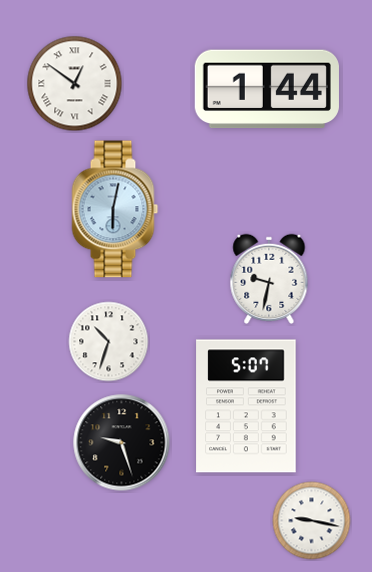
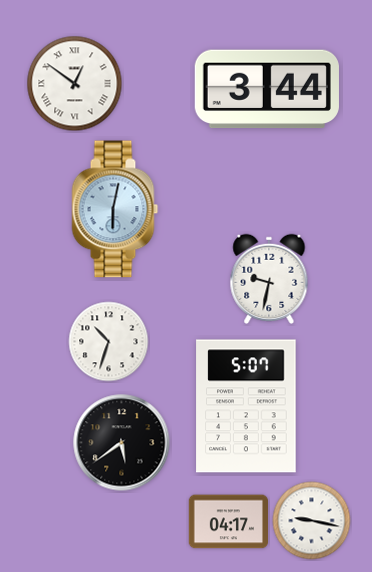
clock at (267, 89): 1:44 -> 3:44
clock at (122, 443): 9:27 -> 5:39
clock at (228, 522): none -> 04:17
